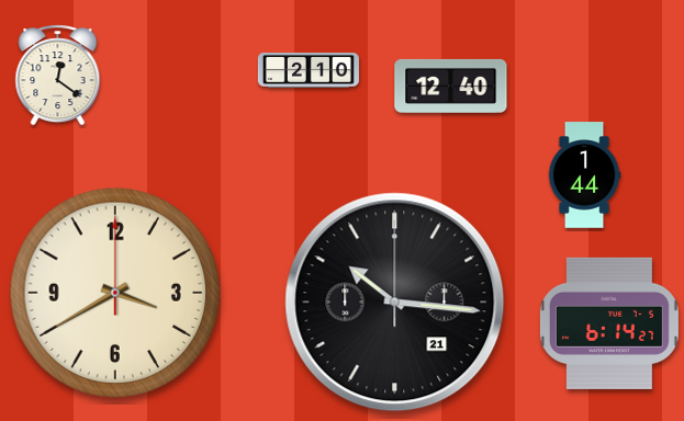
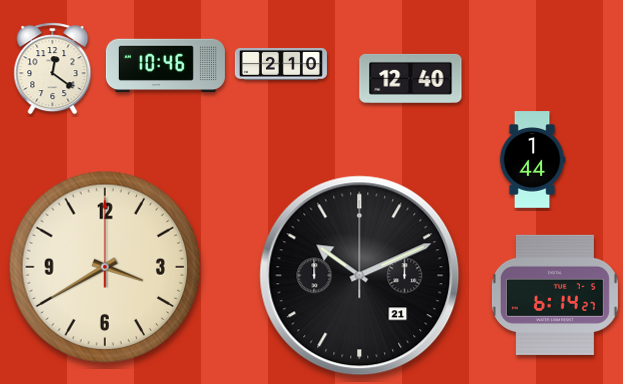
clock at (165, 66): none -> 10:46
clock at (395, 303): 10:16 -> 10:11
